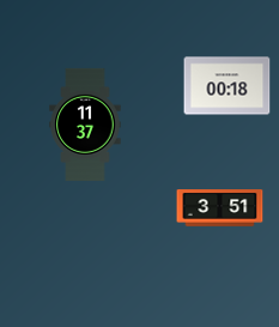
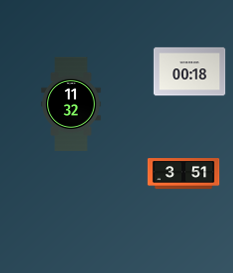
clock at (85, 125): 11:37 -> 11:32
